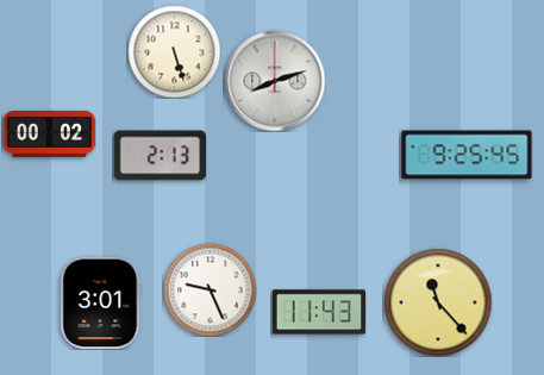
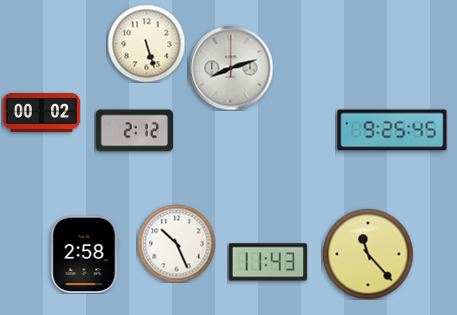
clock at (160, 156): 2:13 -> 2:12
clock at (210, 289): 9:26 -> 10:26
clock at (101, 302): 3:01 -> 2:58
